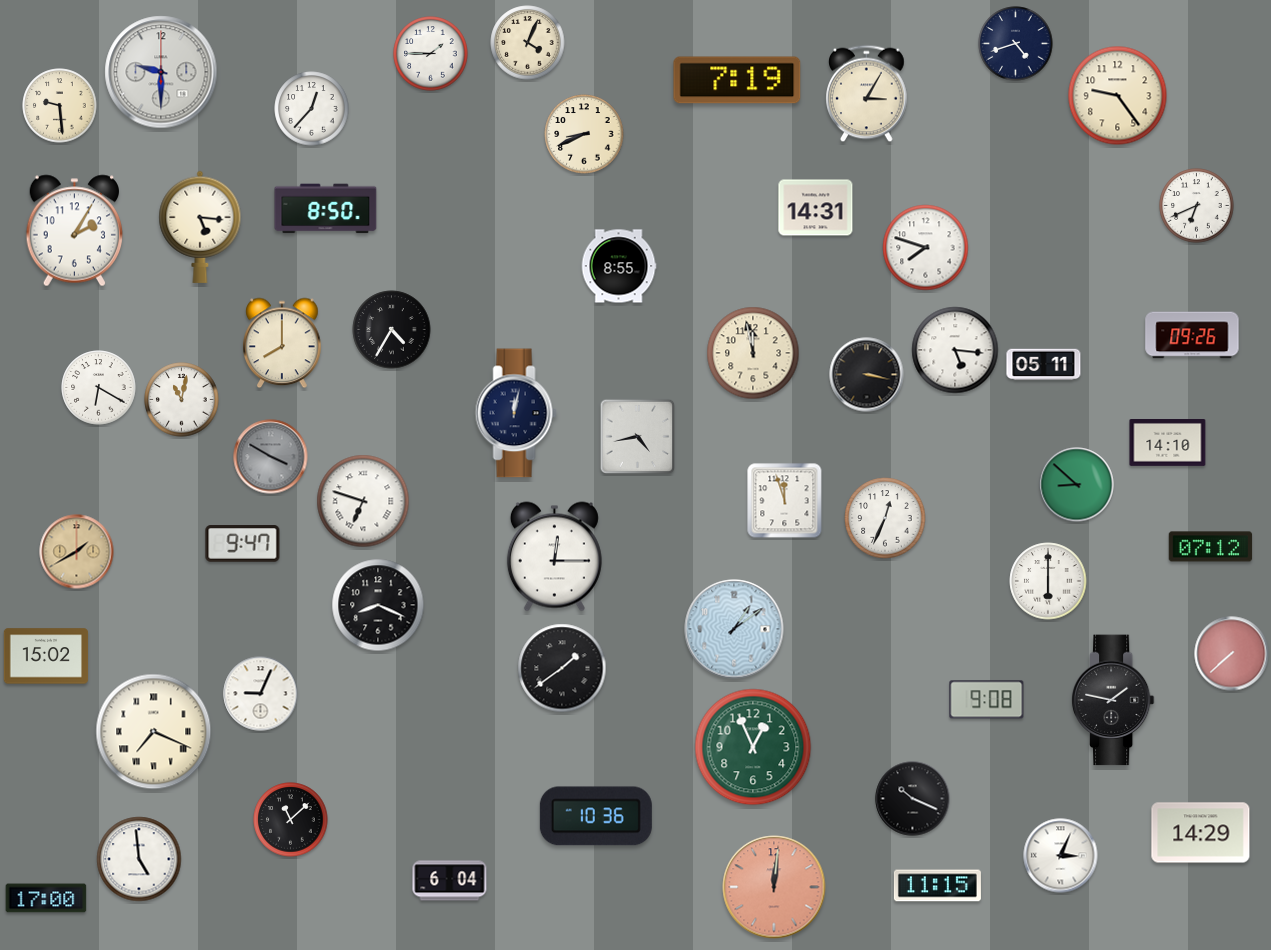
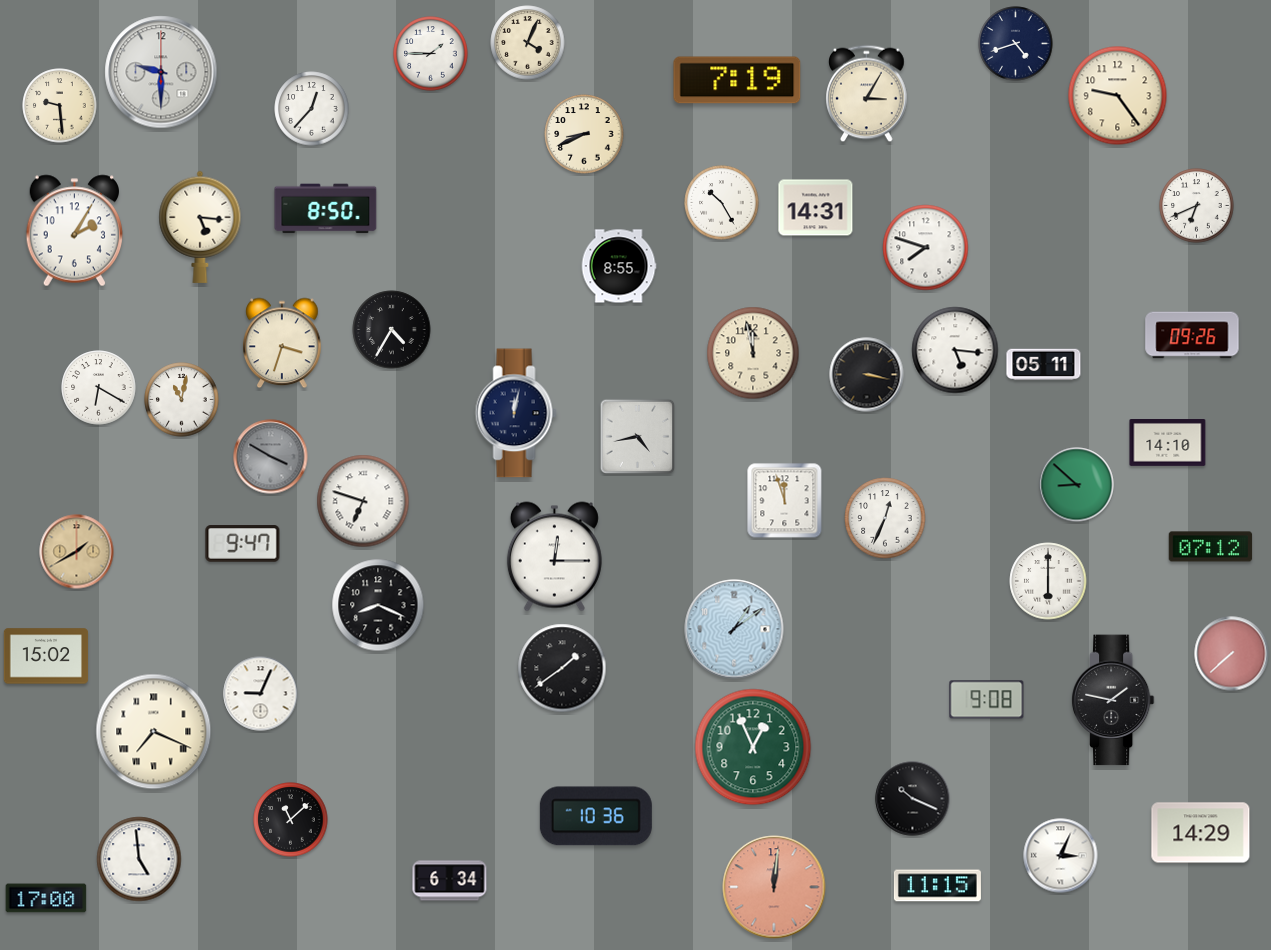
clock at (722, 203): none -> 10:25
clock at (282, 343): 8:00 -> 3:33
clock at (450, 881): 6:04 -> 6:34
